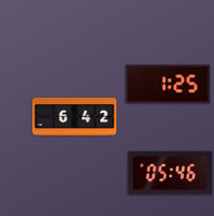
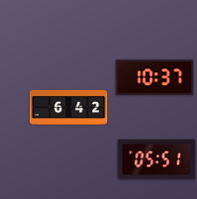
clock at (167, 85): 1:25 -> 10:37
clock at (169, 174): 05:46 -> 05:51
